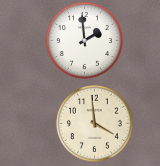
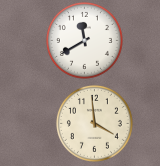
clock at (84, 40): 1:59 -> 11:40
